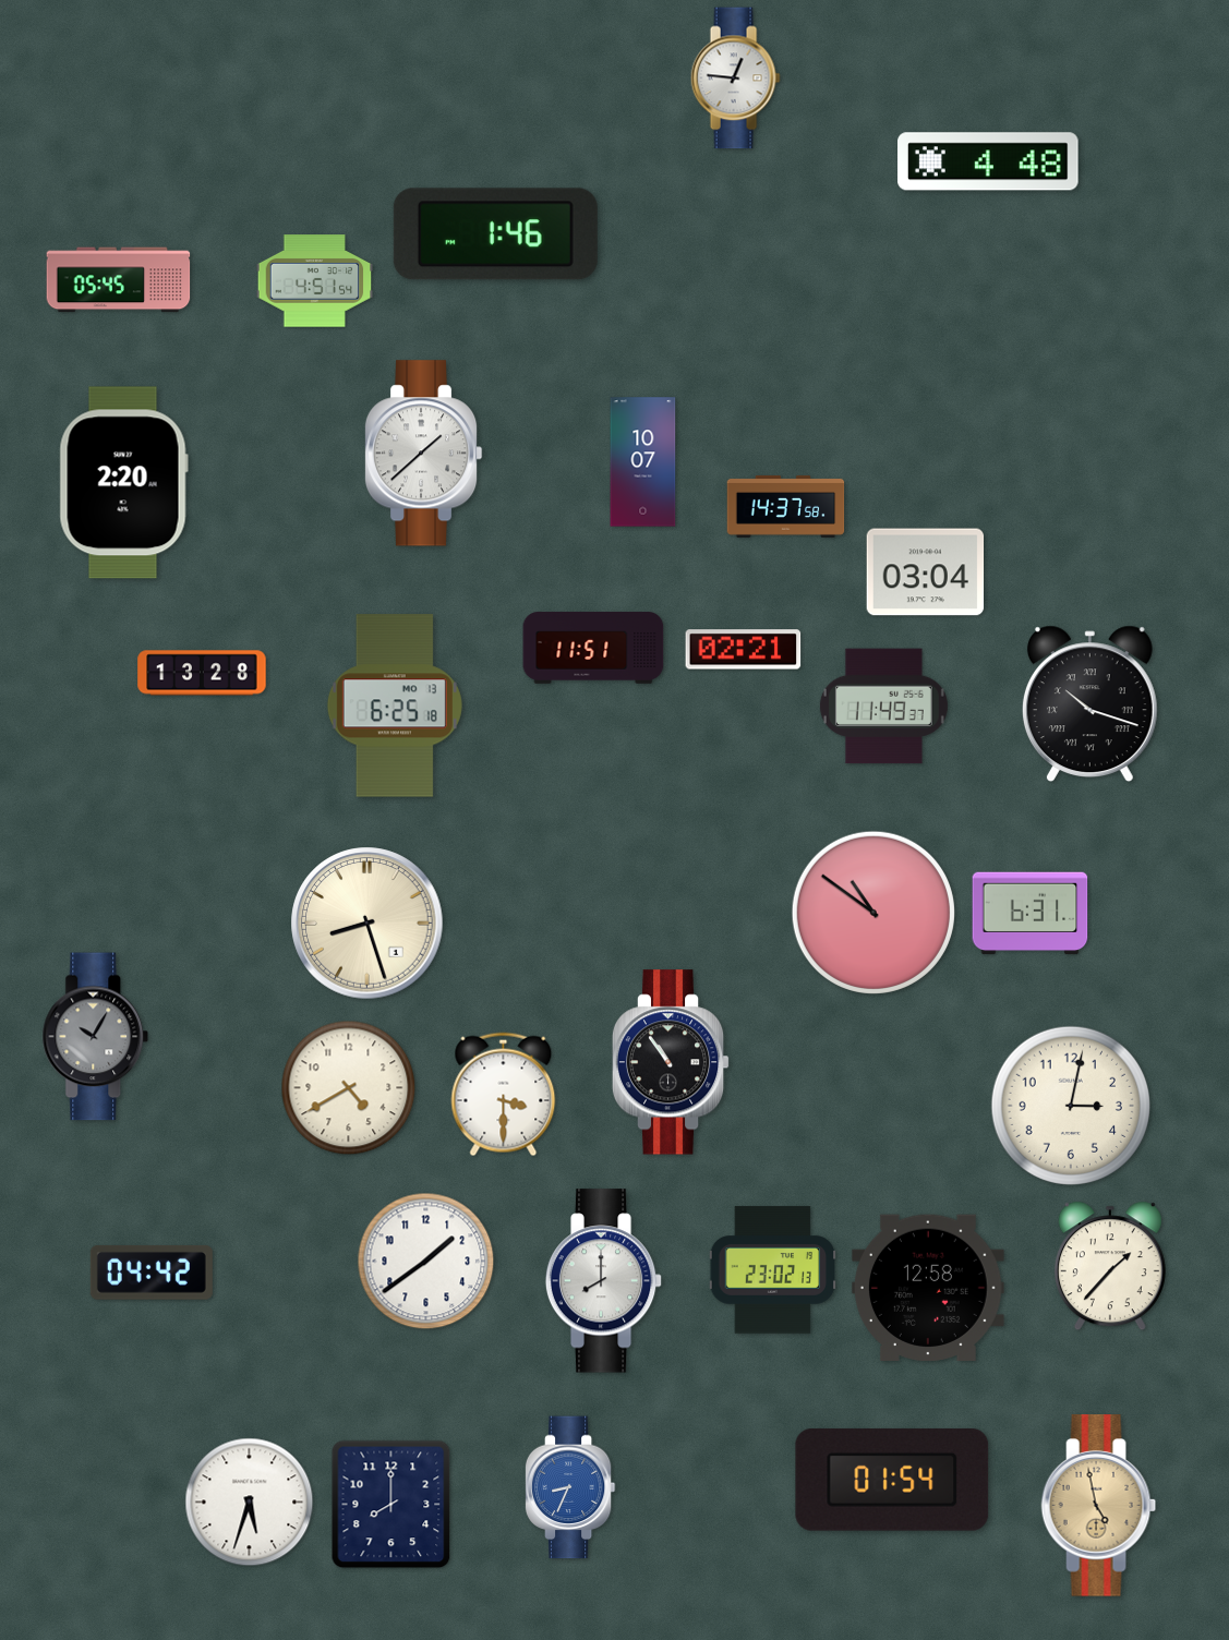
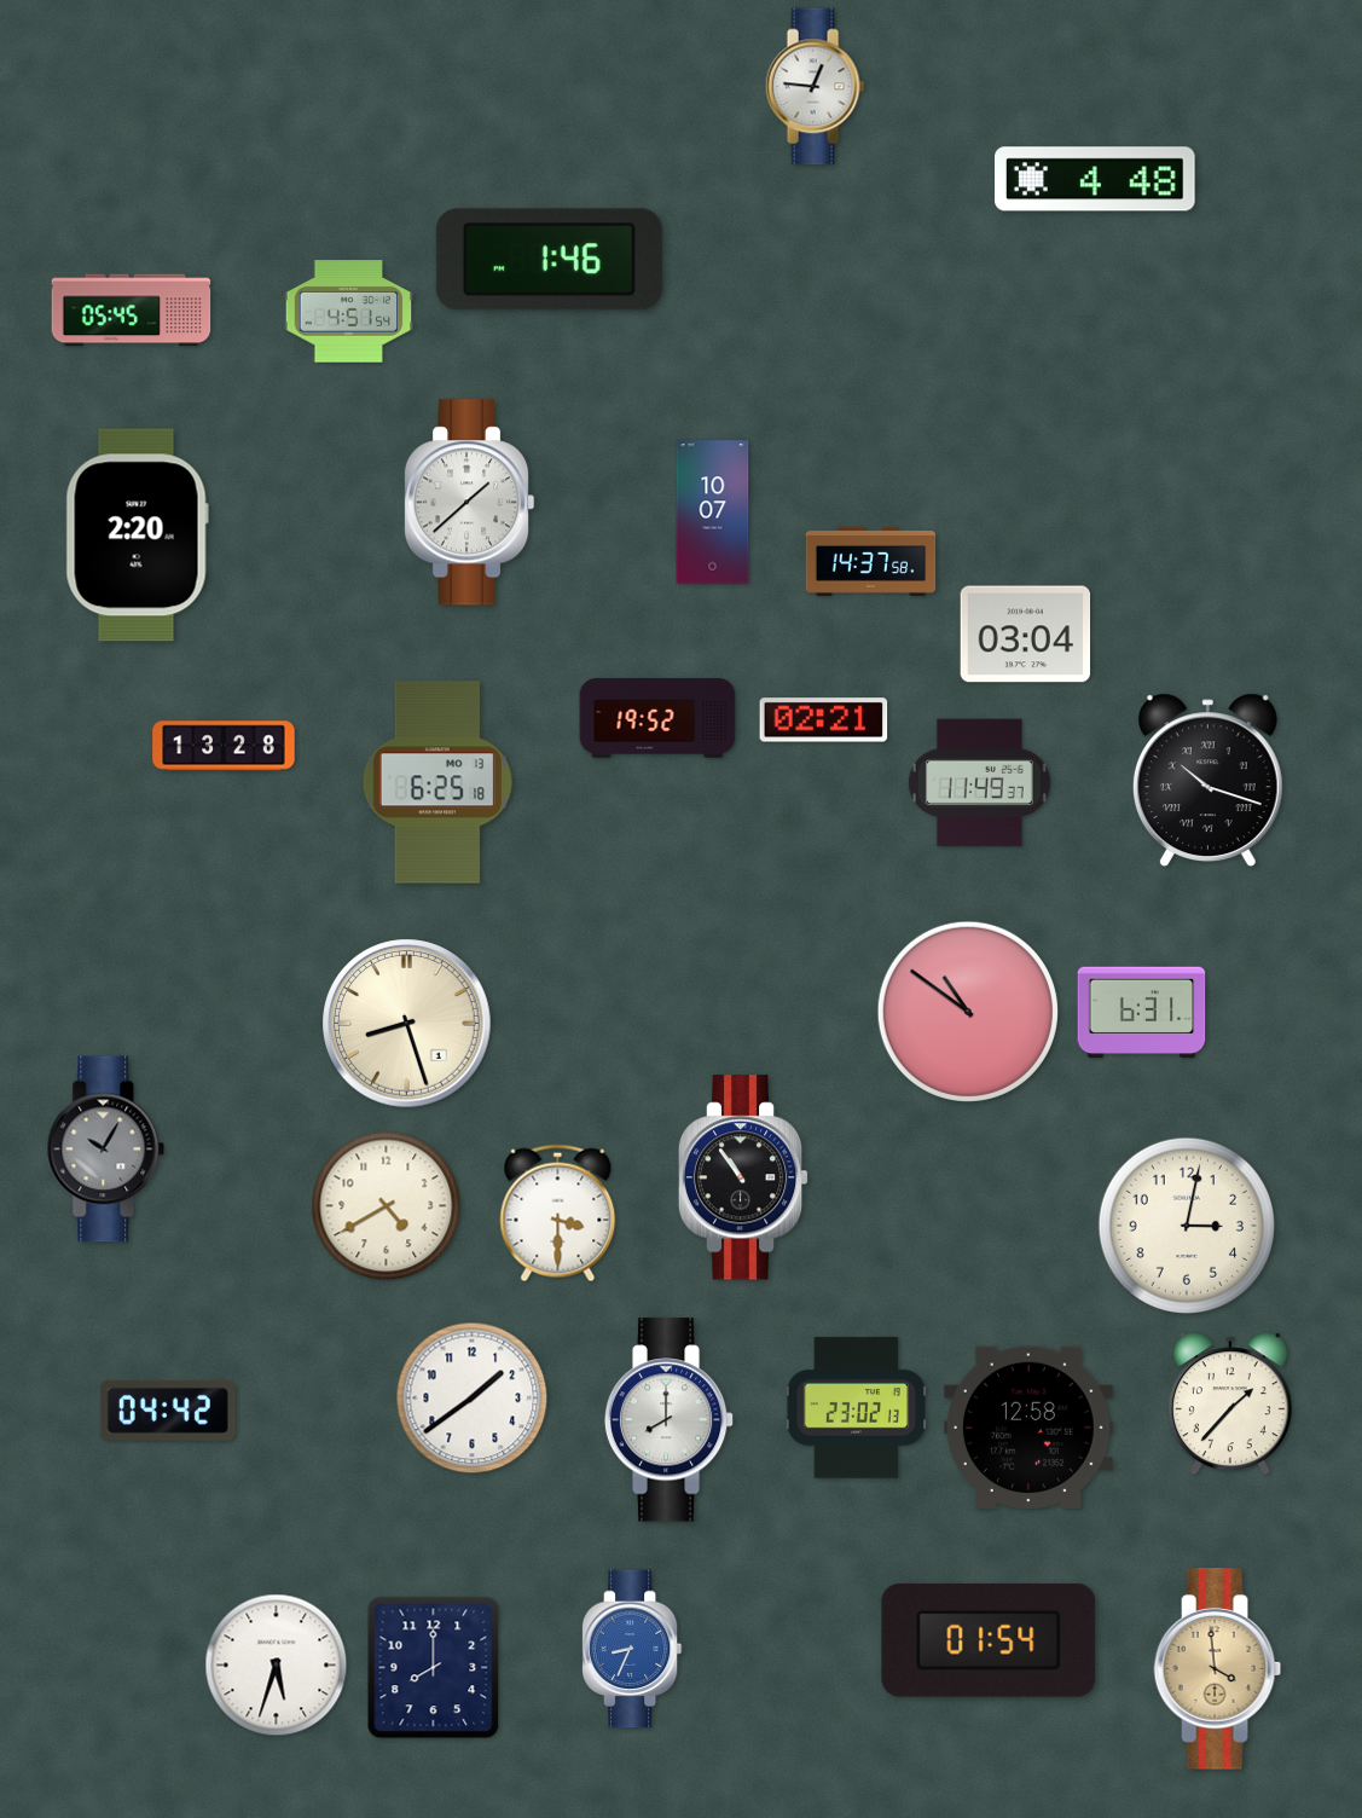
clock at (593, 648): 11:51 -> 19:52
clock at (1099, 1506): 4:58 -> 3:59
